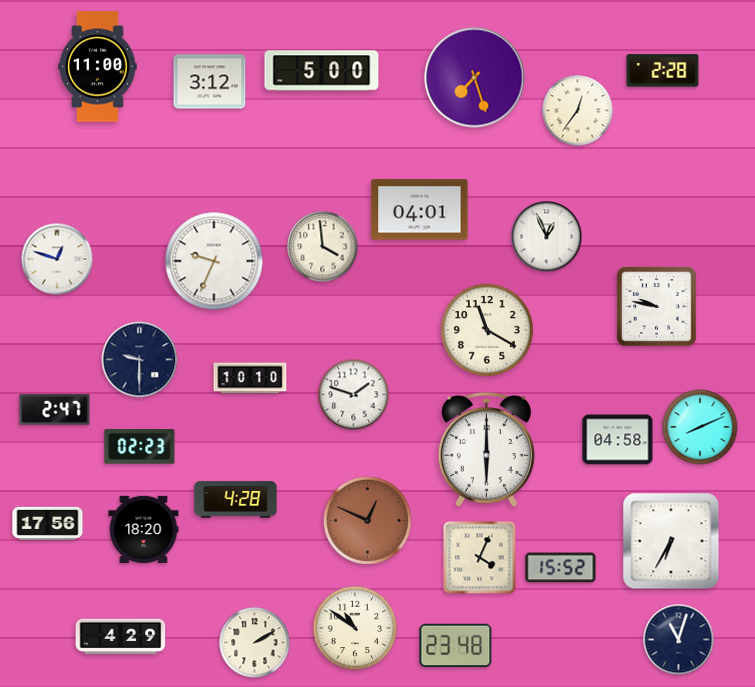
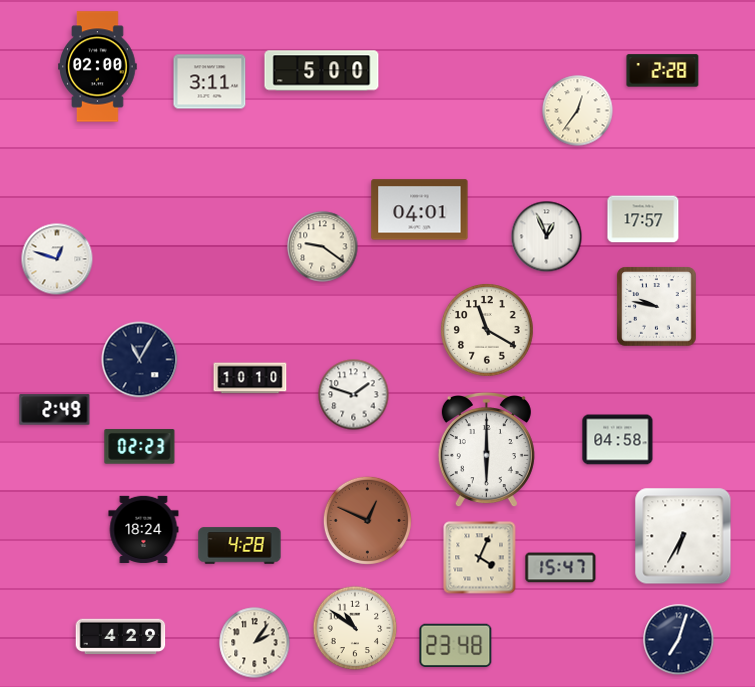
clock at (98, 67): 11:00 -> 02:00
clock at (475, 78): 7:27 -> none
clock at (210, 82): 3:12 -> 3:11
clock at (643, 219): none -> 17:57
clock at (323, 247): 3:59 -> 9:21
clock at (214, 261): 9:34 -> none
clock at (140, 360): 9:30 -> 11:05
clock at (55, 410): 2:47 -> 2:49
clock at (700, 427): 8:11 -> none
clock at (236, 500) position: (236, 500) -> (240, 546)
clock at (48, 523): 17:56 -> none
clock at (144, 529): 18:20 -> 18:24
clock at (671, 541) position: (671, 541) -> (683, 536)
clock at (561, 568): 15:52 -> 15:47
clock at (679, 640): 11:03 -> 7:03
clock at (255, 643): 2:10 -> 2:06
